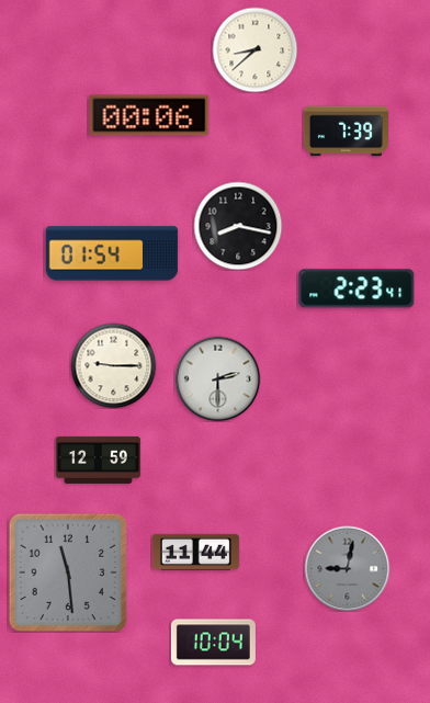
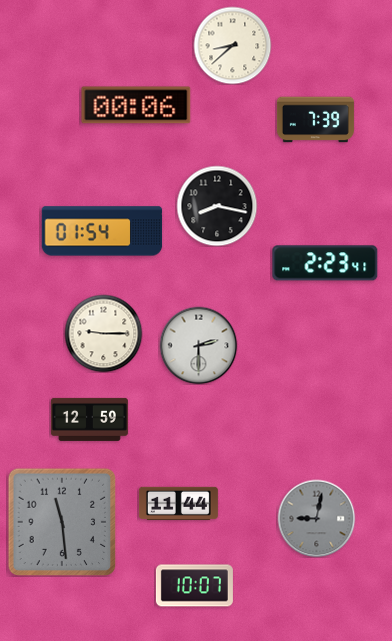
clock at (213, 643): 10:04 -> 10:07
